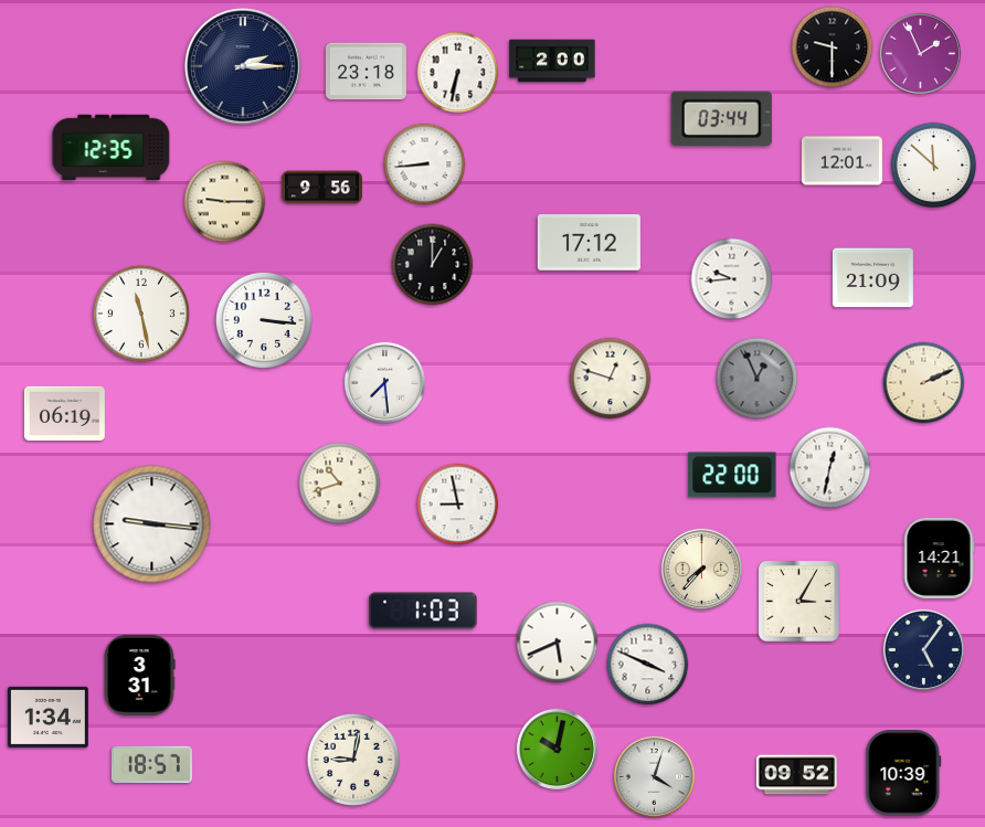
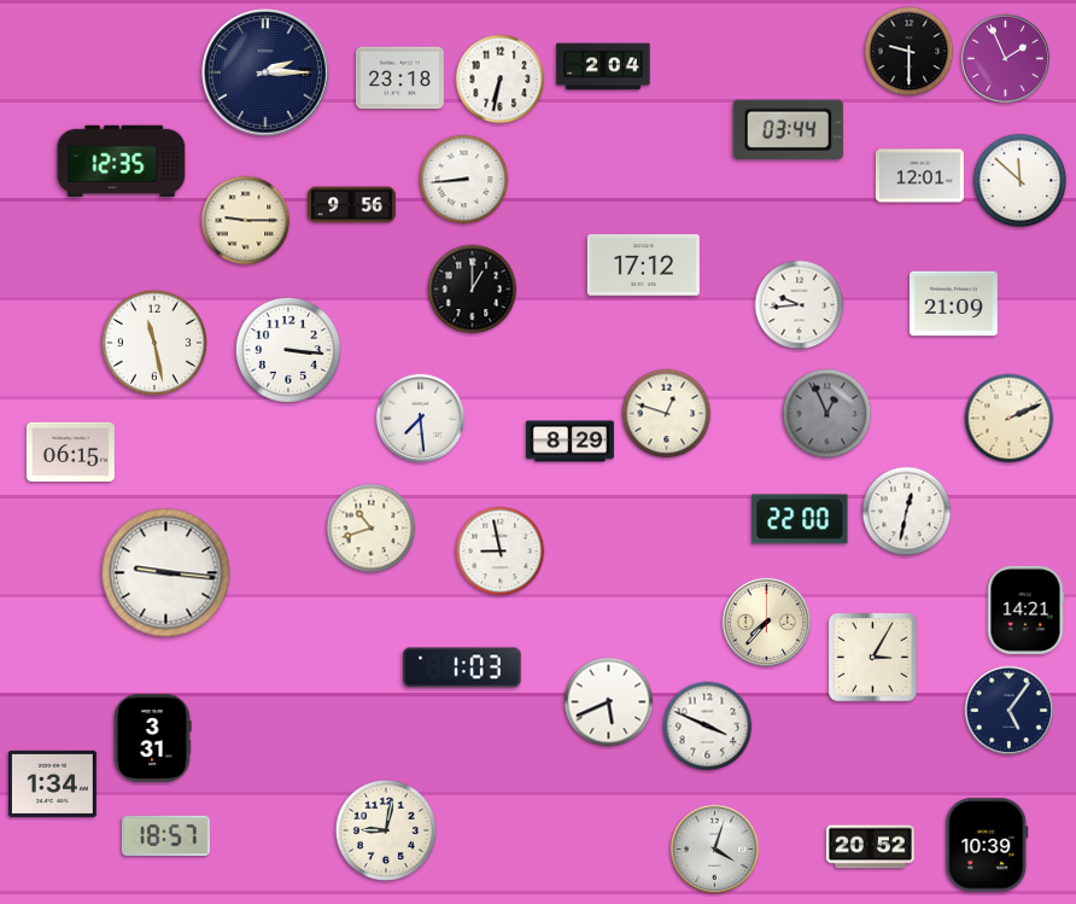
clock at (552, 61): 2:00 -> 2:04
clock at (569, 442): none -> 8:29
clock at (64, 413): 06:19 -> 06:15
clock at (557, 749): 10:02 -> none
clock at (796, 775): 09:52 -> 20:52
